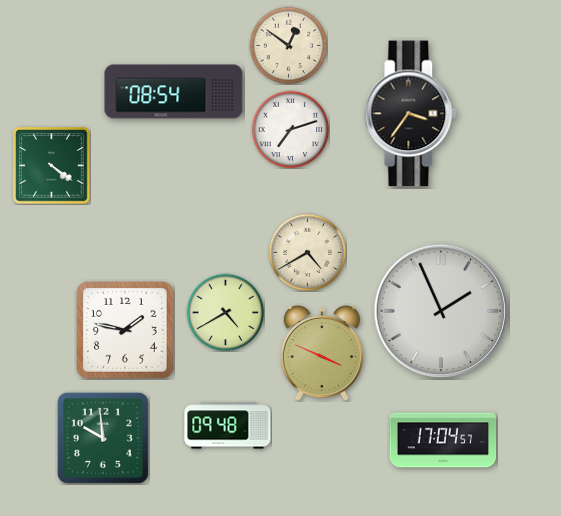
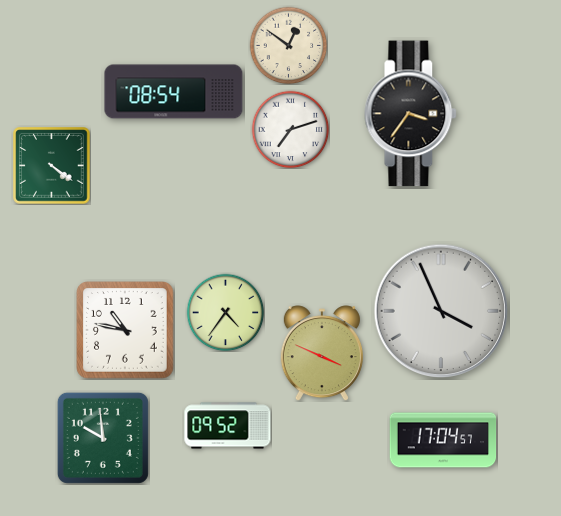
clock at (307, 252): 4:40 -> none
clock at (441, 311): 1:56 -> 3:56
clock at (225, 312): 4:40 -> 4:36
clock at (125, 330): 1:47 -> 10:47
clock at (228, 426): 09:48 -> 09:52
